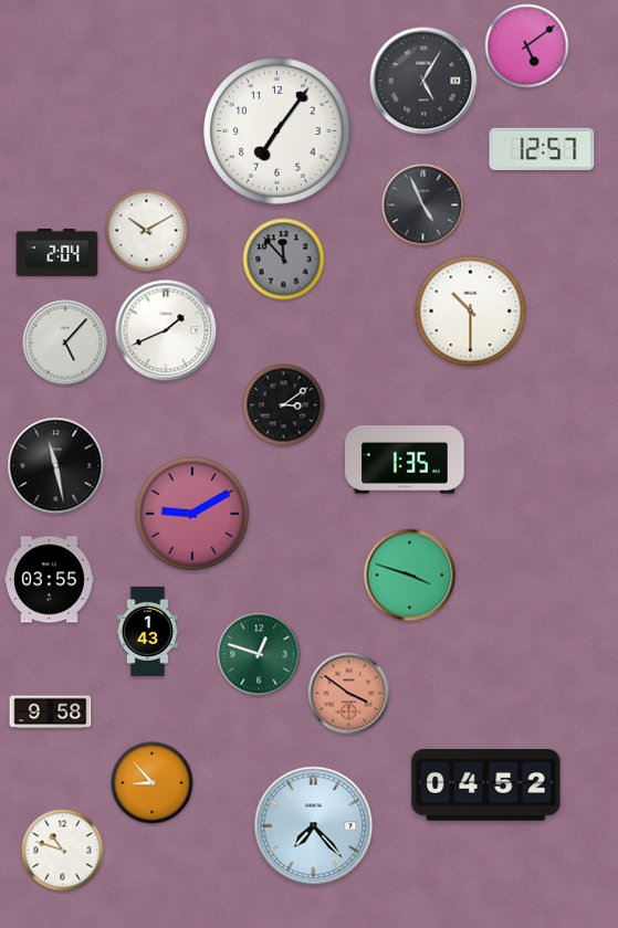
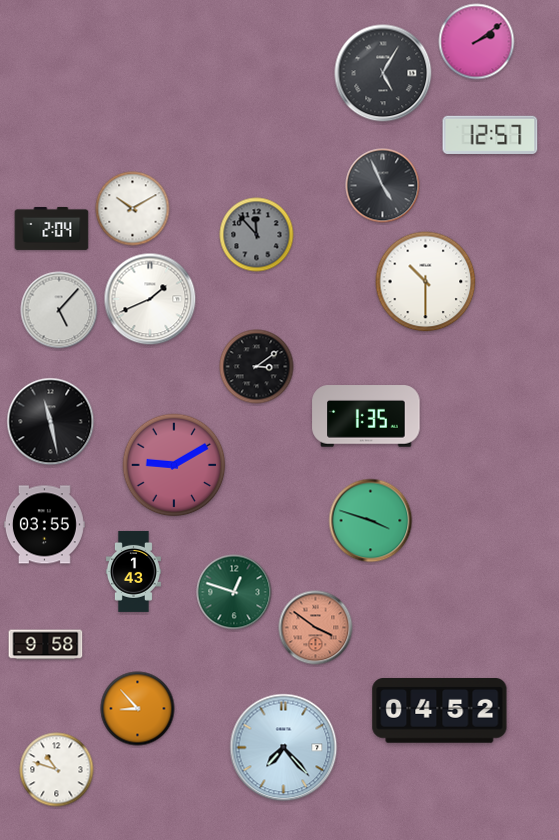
clock at (527, 46): 5:09 -> 2:09
clock at (277, 131): 7:06 -> none
